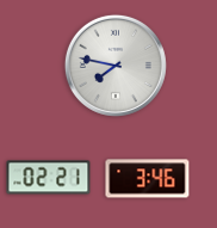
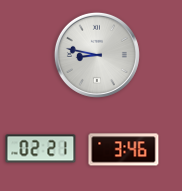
clock at (116, 66): 7:47 -> 8:47
